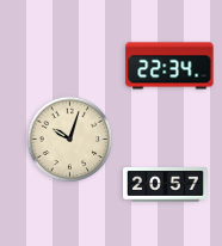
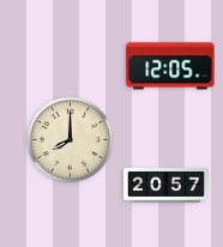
clock at (169, 66): 22:34 -> 12:05
clock at (70, 140): 10:03 -> 8:00
